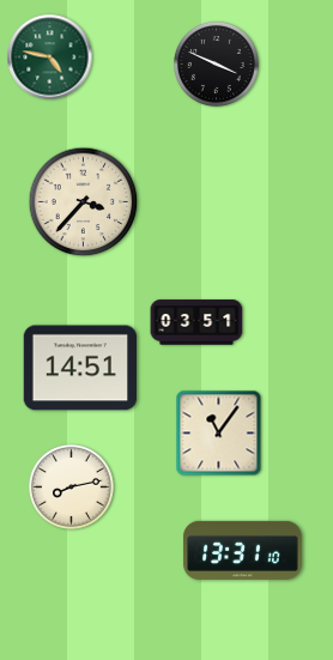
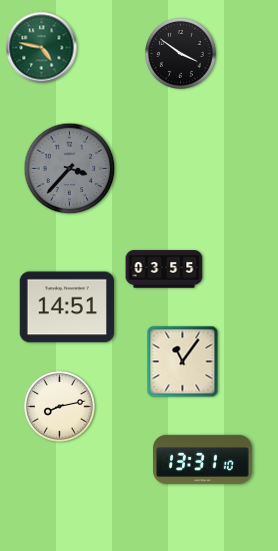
clock at (217, 65): 3:49 -> 3:51
clock at (84, 202) dial: cream -> grey
clock at (196, 322): 03:51 -> 03:55
